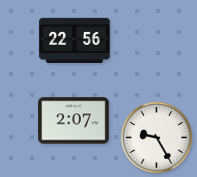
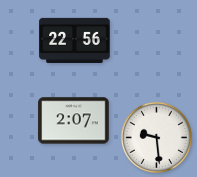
clock at (156, 137): 9:25 -> 9:29
